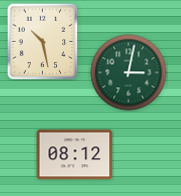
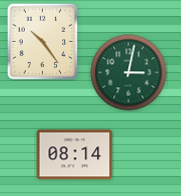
clock at (43, 41): 10:28 -> 10:24
clock at (75, 155): 08:12 -> 08:14
